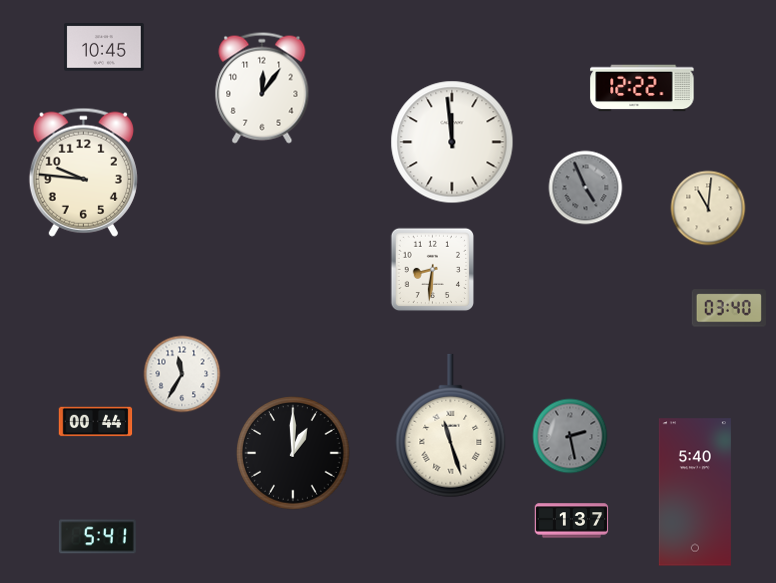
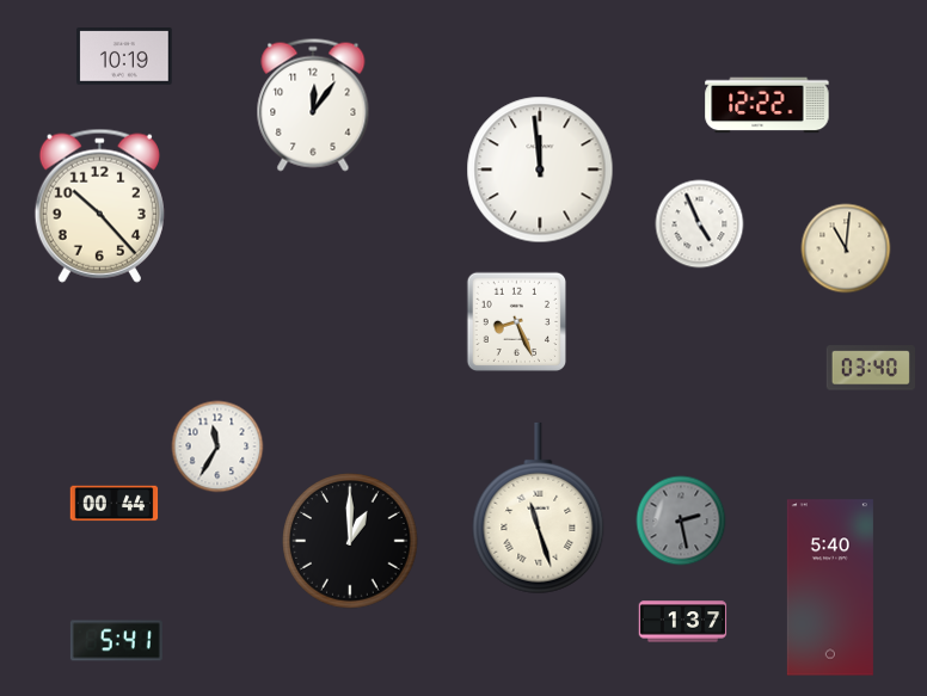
clock at (104, 48): 10:45 -> 10:19
clock at (83, 172): 9:46 -> 10:23
clock at (586, 188) dial: grey -> white
clock at (433, 270): 8:31 -> 8:26
